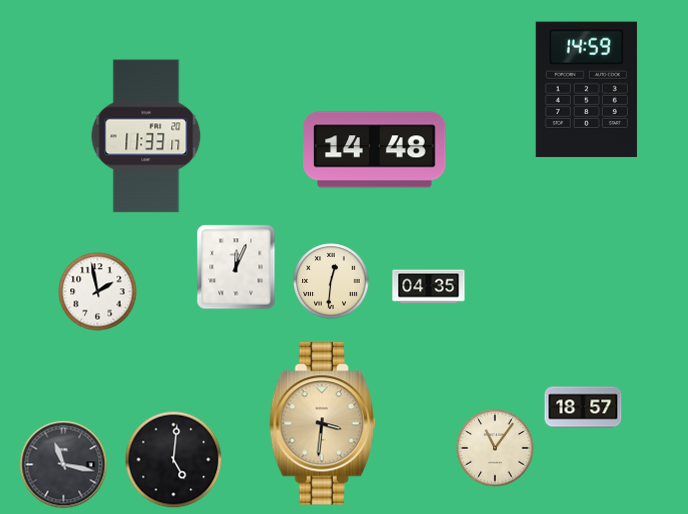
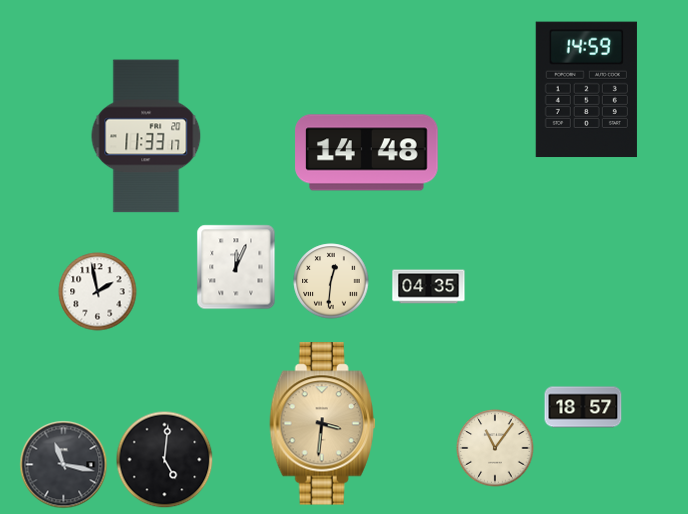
clock at (375, 150) position: (375, 150) -> (367, 153)
clock at (174, 460) position: (174, 460) -> (165, 460)
